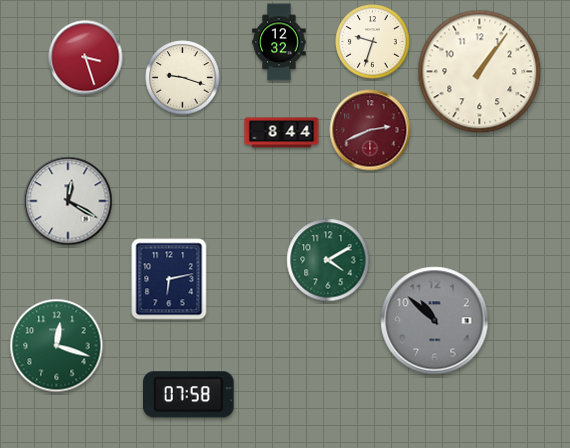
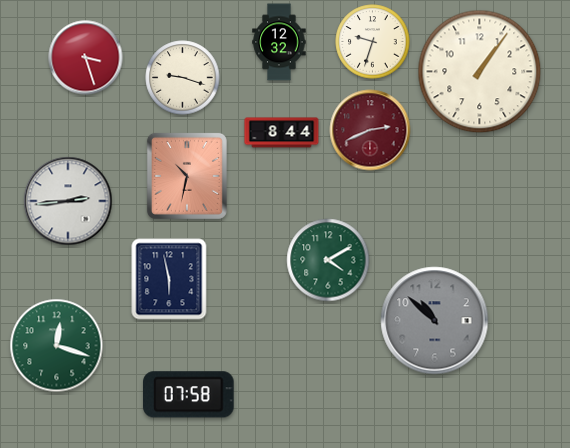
clock at (187, 176): none -> 10:32
clock at (68, 201): 12:20 -> 2:44
clock at (169, 279): 6:13 -> 5:58
